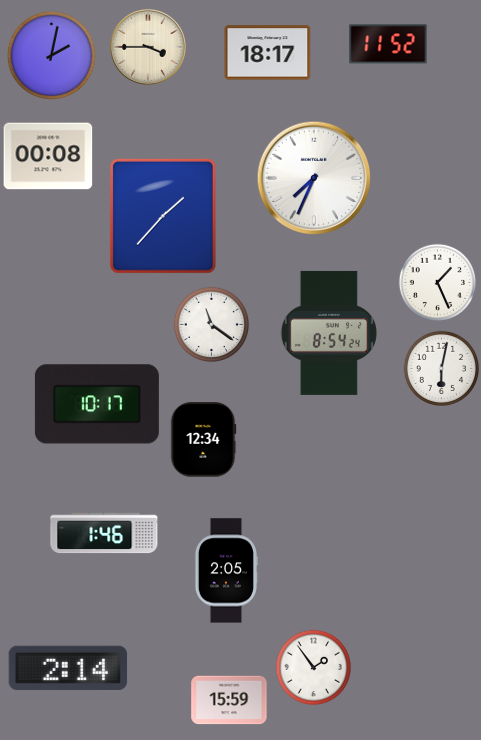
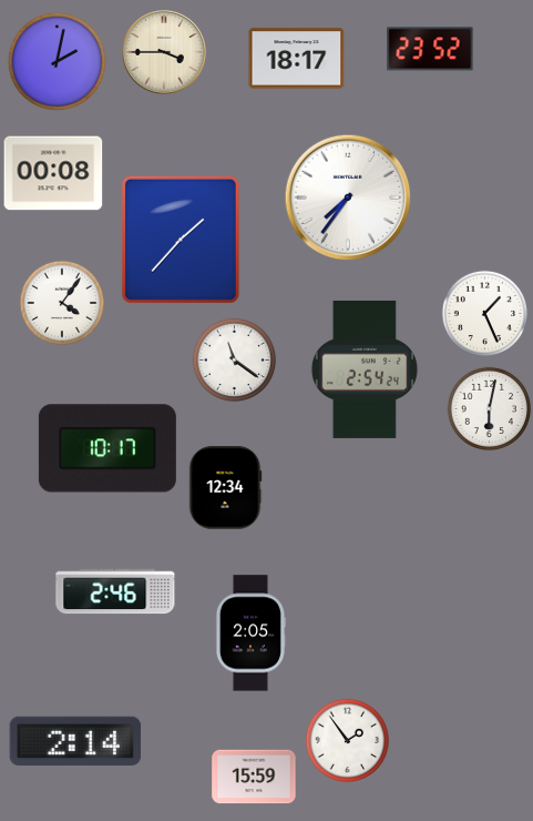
clock at (388, 44): 11:52 -> 23:52
clock at (314, 178): 7:34 -> 7:36
clock at (61, 302): none -> 4:06
clock at (329, 333): 8:54 -> 2:54
clock at (104, 533): 1:46 -> 2:46
